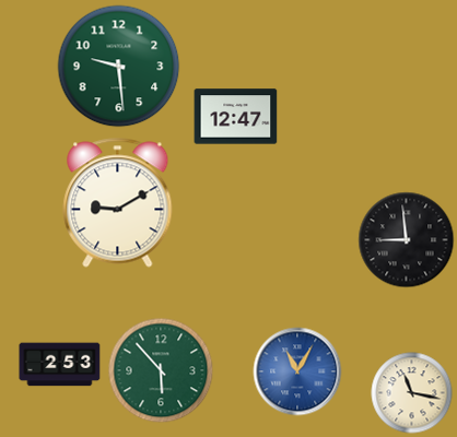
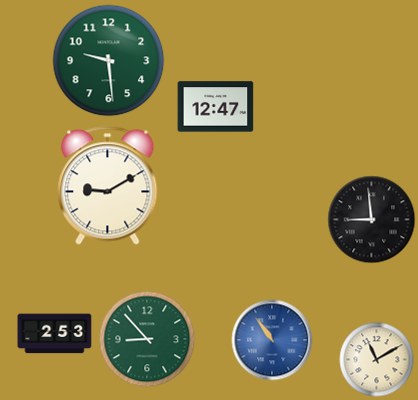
clock at (161, 370): 5:53 -> 8:53
clock at (297, 371): 11:05 -> 10:54
clock at (412, 393): 11:17 -> 11:10
